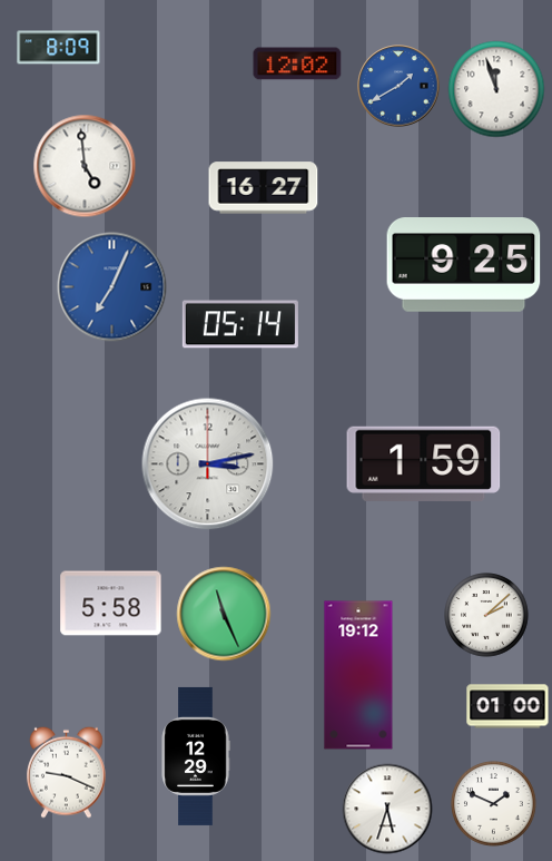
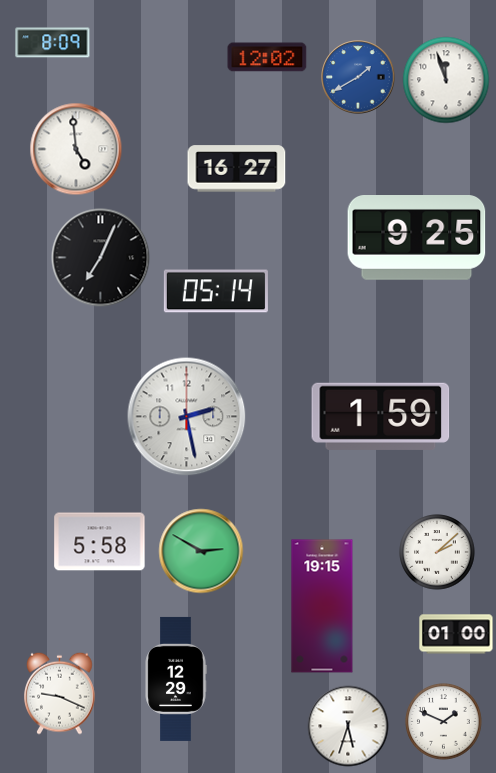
clock at (112, 287) dial: blue -> black
clock at (208, 464): 3:13 -> 2:28
clock at (224, 614): 11:26 -> 2:50
clock at (358, 675): 19:12 -> 19:15
